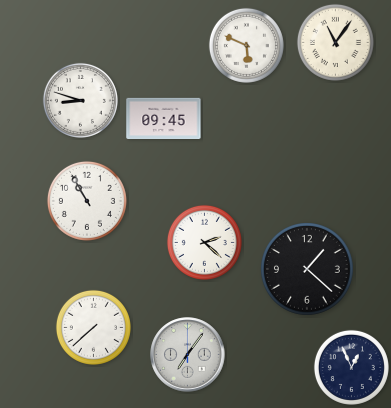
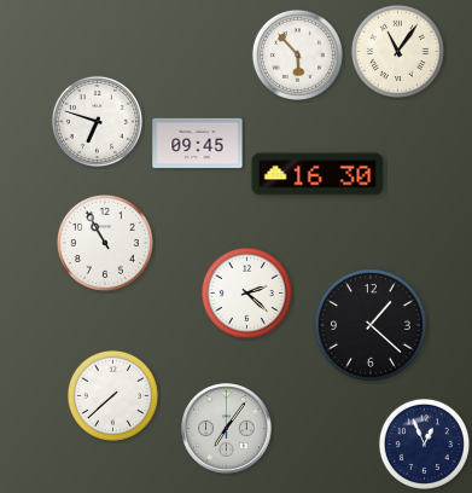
clock at (335, 42) position: (335, 42) -> (397, 51)
clock at (246, 45): 5:49 -> 5:53
clock at (80, 100): 8:48 -> 6:48
clock at (317, 174): none -> 16:30
